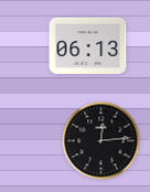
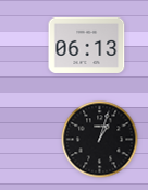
clock at (101, 141): 12:14 -> 1:03
